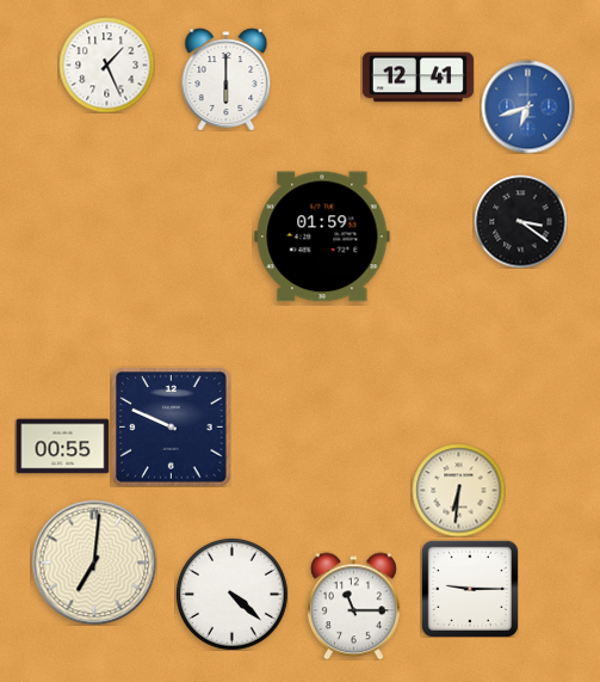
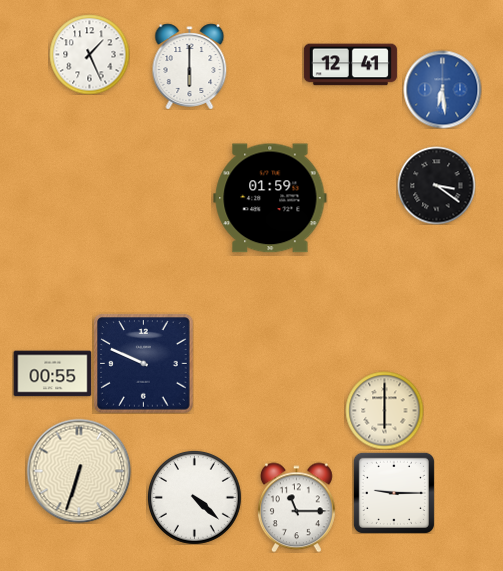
clock at (527, 106): 6:42 -> 6:29
clock at (171, 426) position: (171, 426) -> (143, 363)
clock at (458, 490): 6:31 -> 6:00
clock at (94, 563): 7:01 -> 6:33
